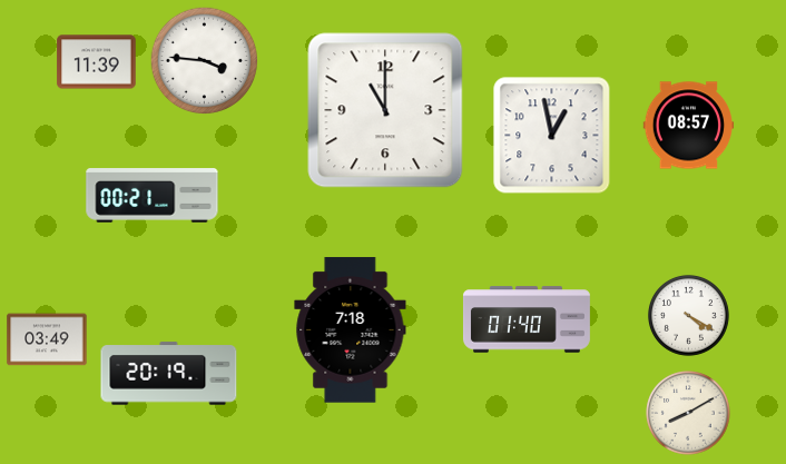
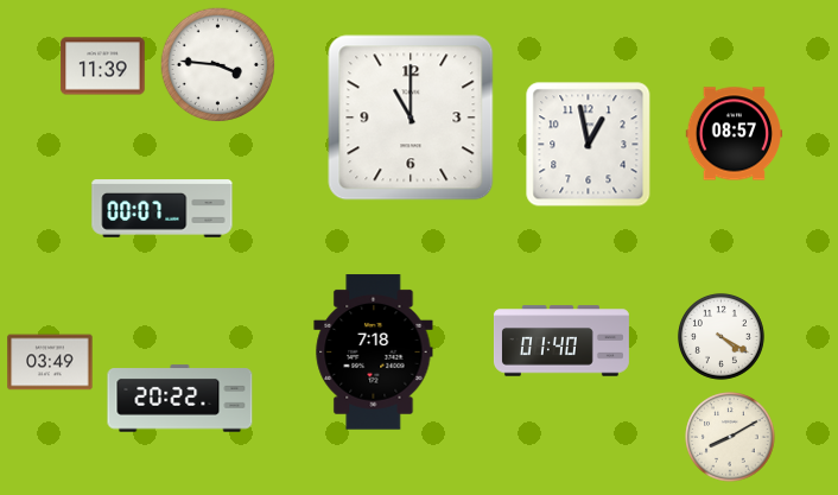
clock at (153, 196): 00:21 -> 00:07
clock at (688, 315) position: (688, 315) -> (720, 336)
clock at (169, 374): 20:19 -> 20:22
clock at (688, 413) position: (688, 413) -> (730, 437)
